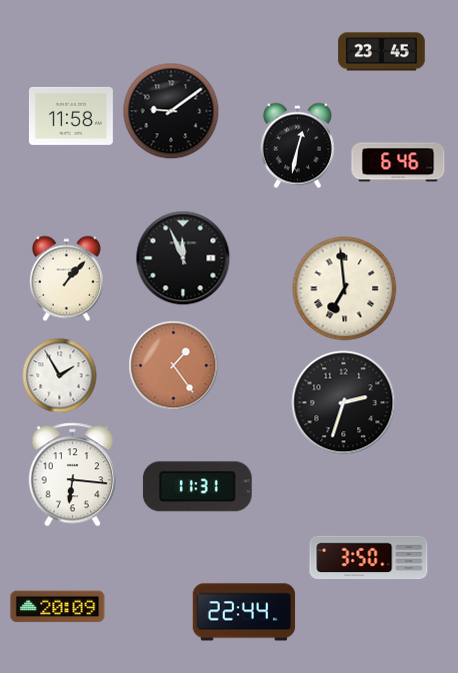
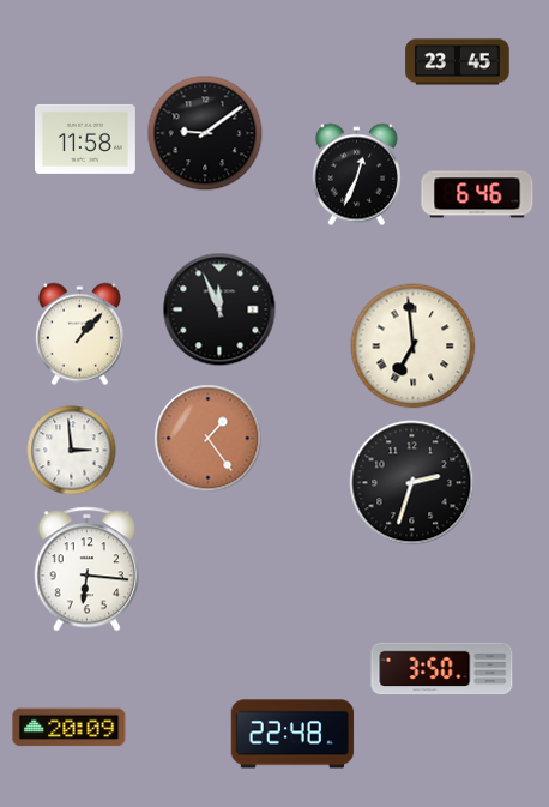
clock at (297, 146): 12:32 -> 12:34
clock at (60, 376): 1:55 -> 2:59
clock at (197, 487): 11:31 -> none
clock at (244, 612): 22:44 -> 22:48
